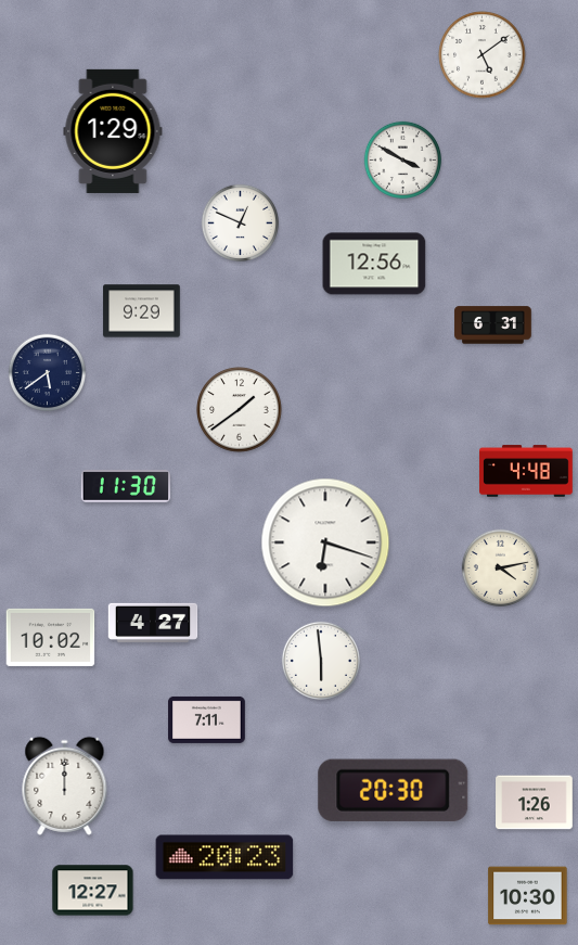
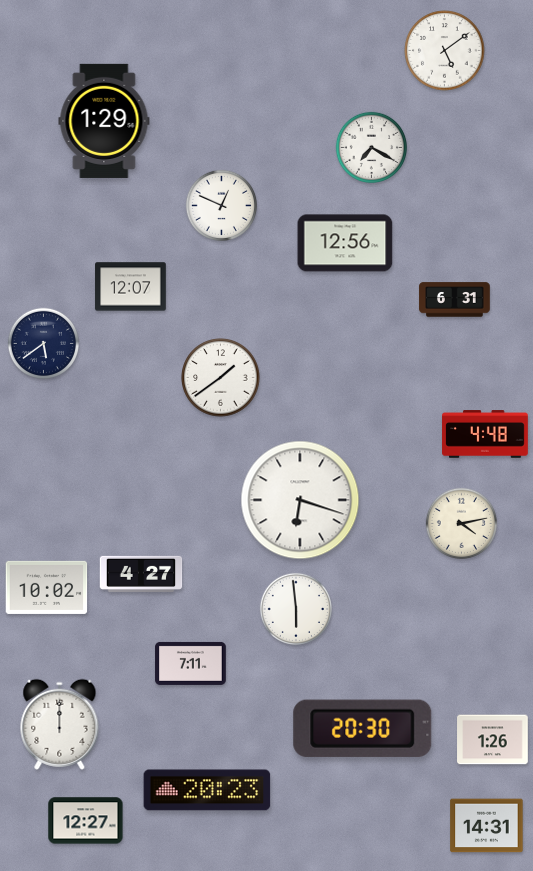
clock at (402, 159): 3:50 -> 7:20
clock at (142, 311): 9:29 -> 12:07
clock at (126, 486): 11:30 -> none
clock at (528, 896): 10:30 -> 14:31
